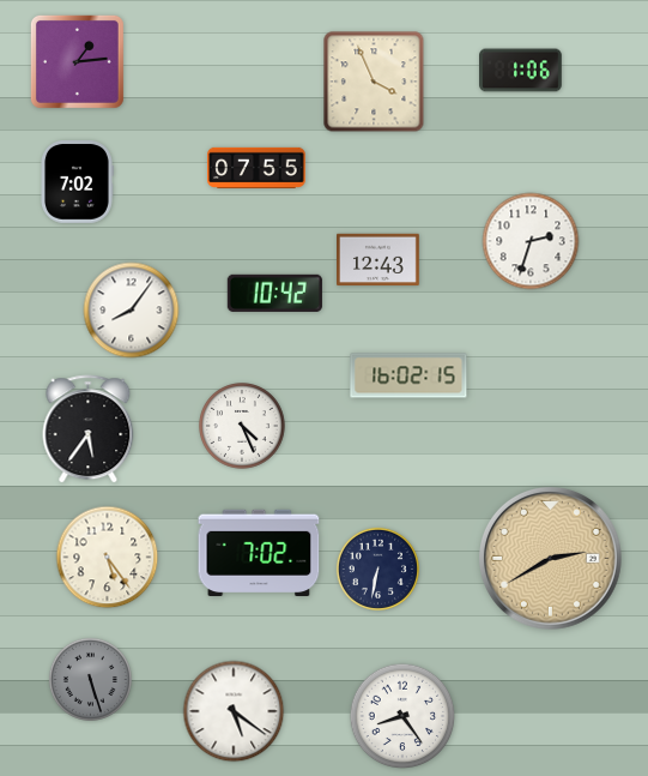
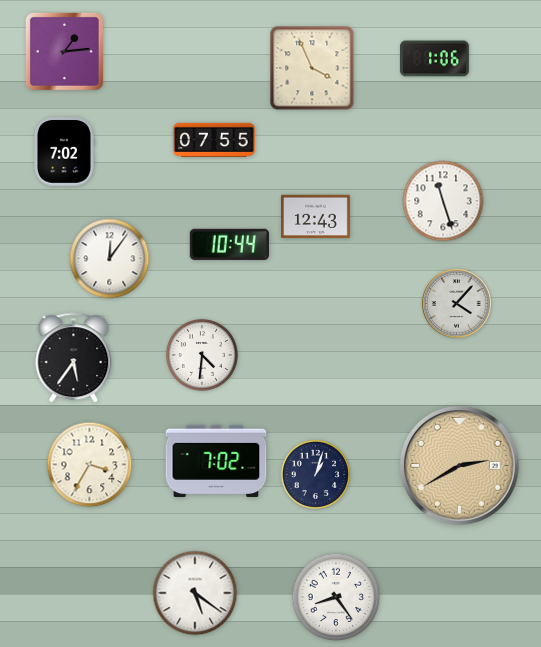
clock at (531, 241): 2:33 -> 11:27
clock at (274, 293): 10:42 -> 10:44
clock at (132, 311): 8:06 -> 12:06
clock at (457, 304): none -> 4:07
clock at (408, 375): 16:02 -> none
clock at (243, 427): 4:26 -> 4:31
clock at (108, 558): 5:24 -> 3:35
clock at (377, 569): 6:32 -> 1:03
clock at (90, 679): 5:27 -> none
